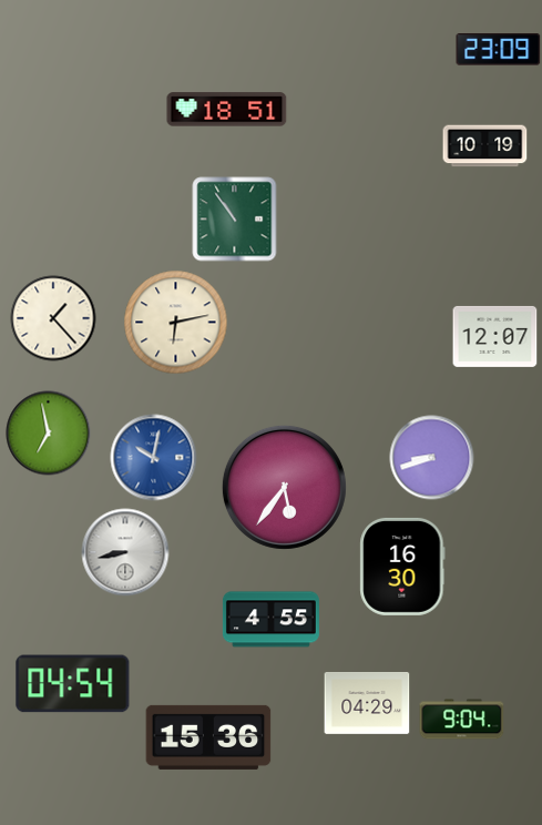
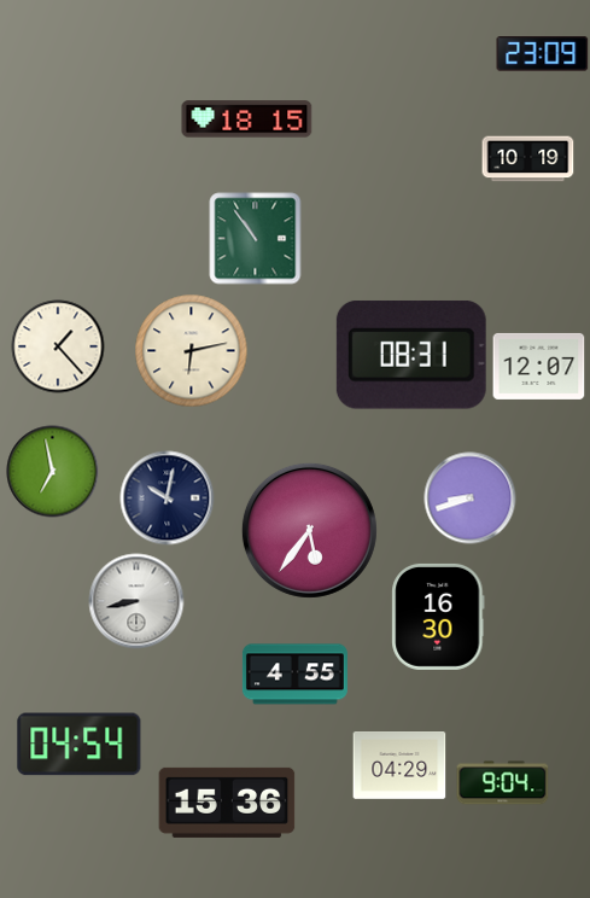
clock at (227, 110): 18:51 -> 18:15
clock at (411, 355): none -> 08:31
clock at (154, 458) dial: blue -> navy
